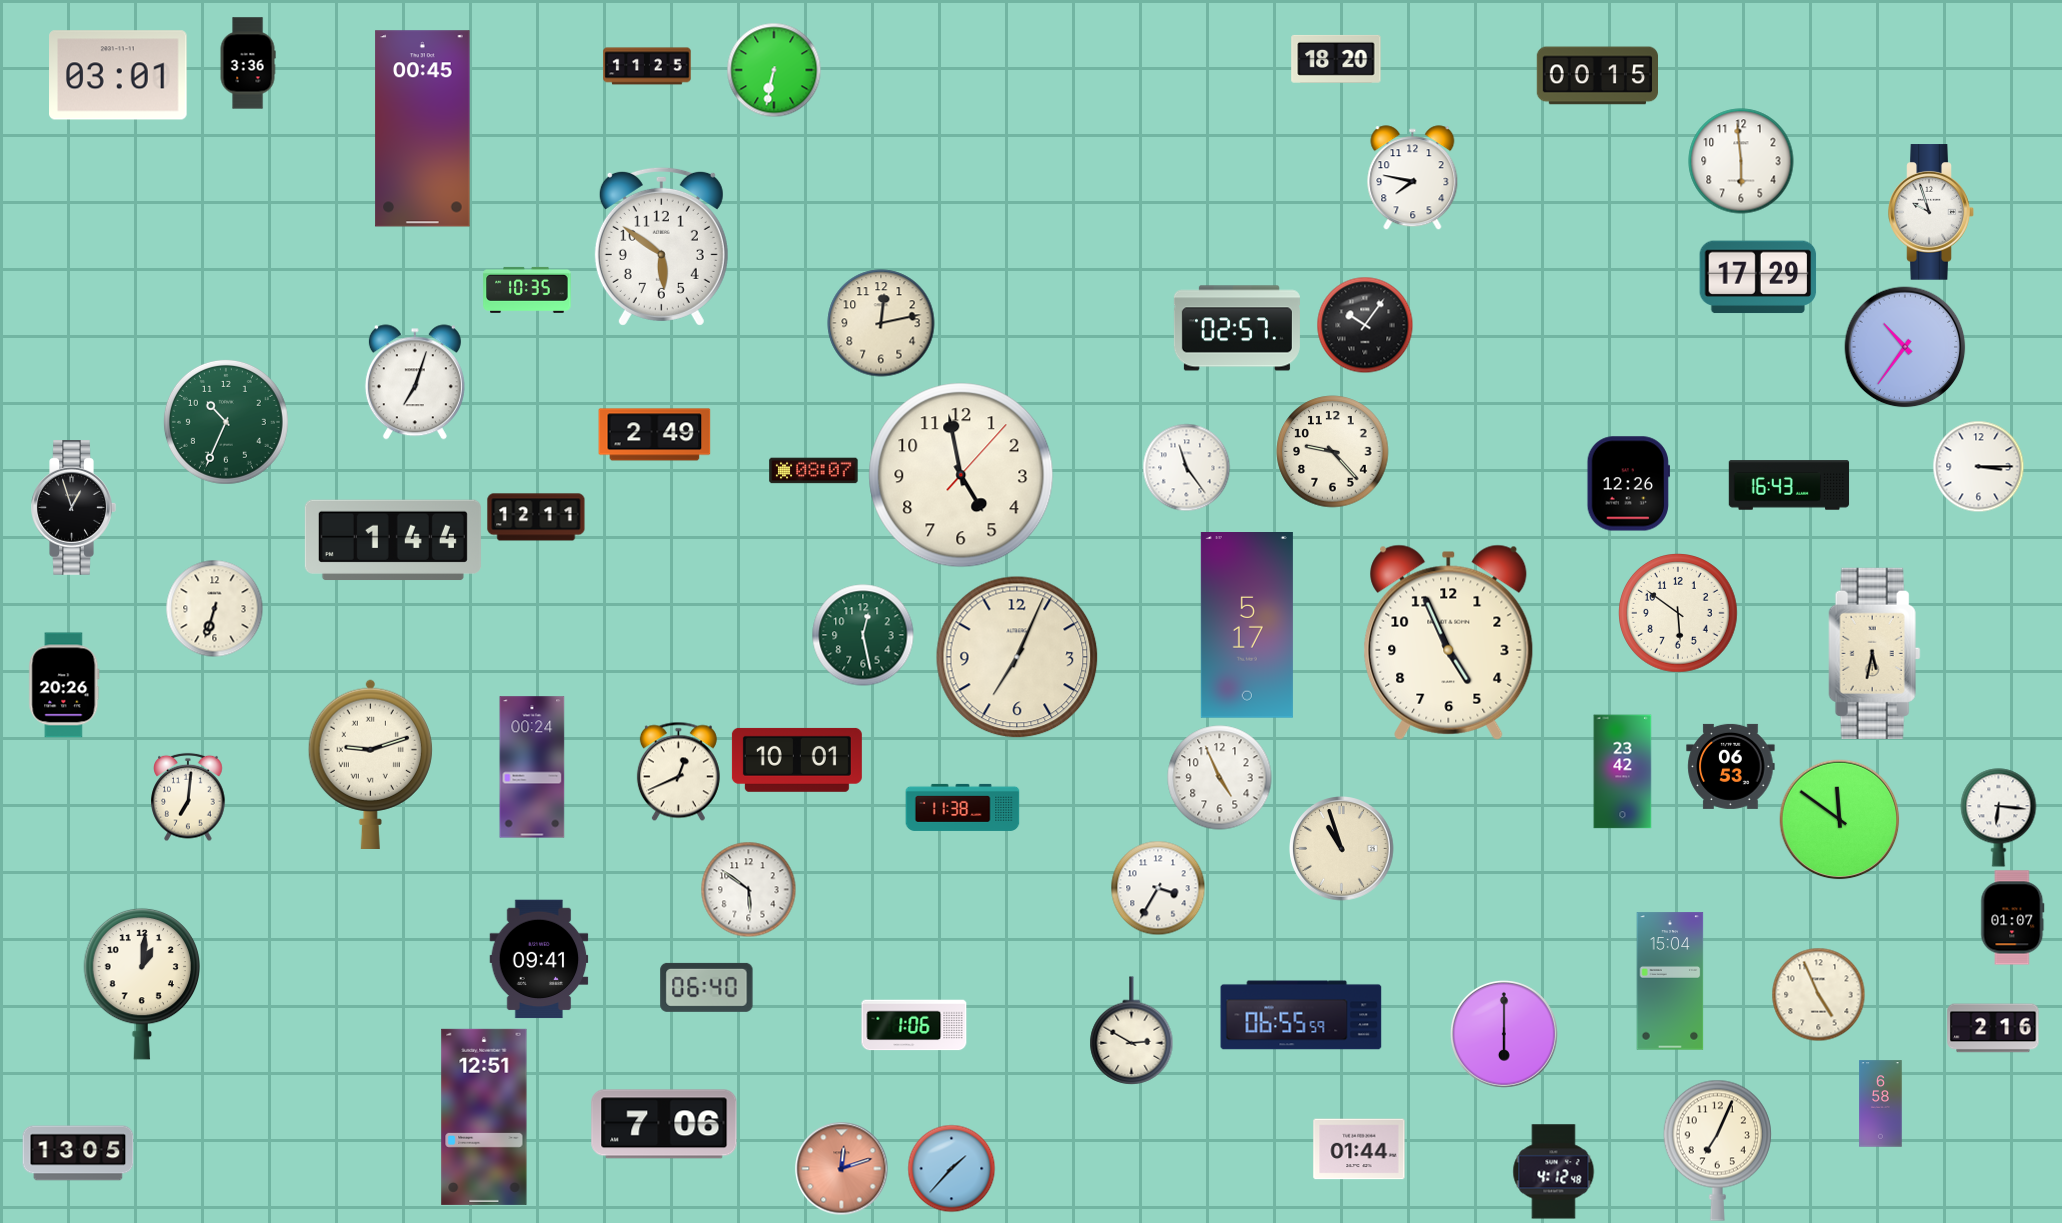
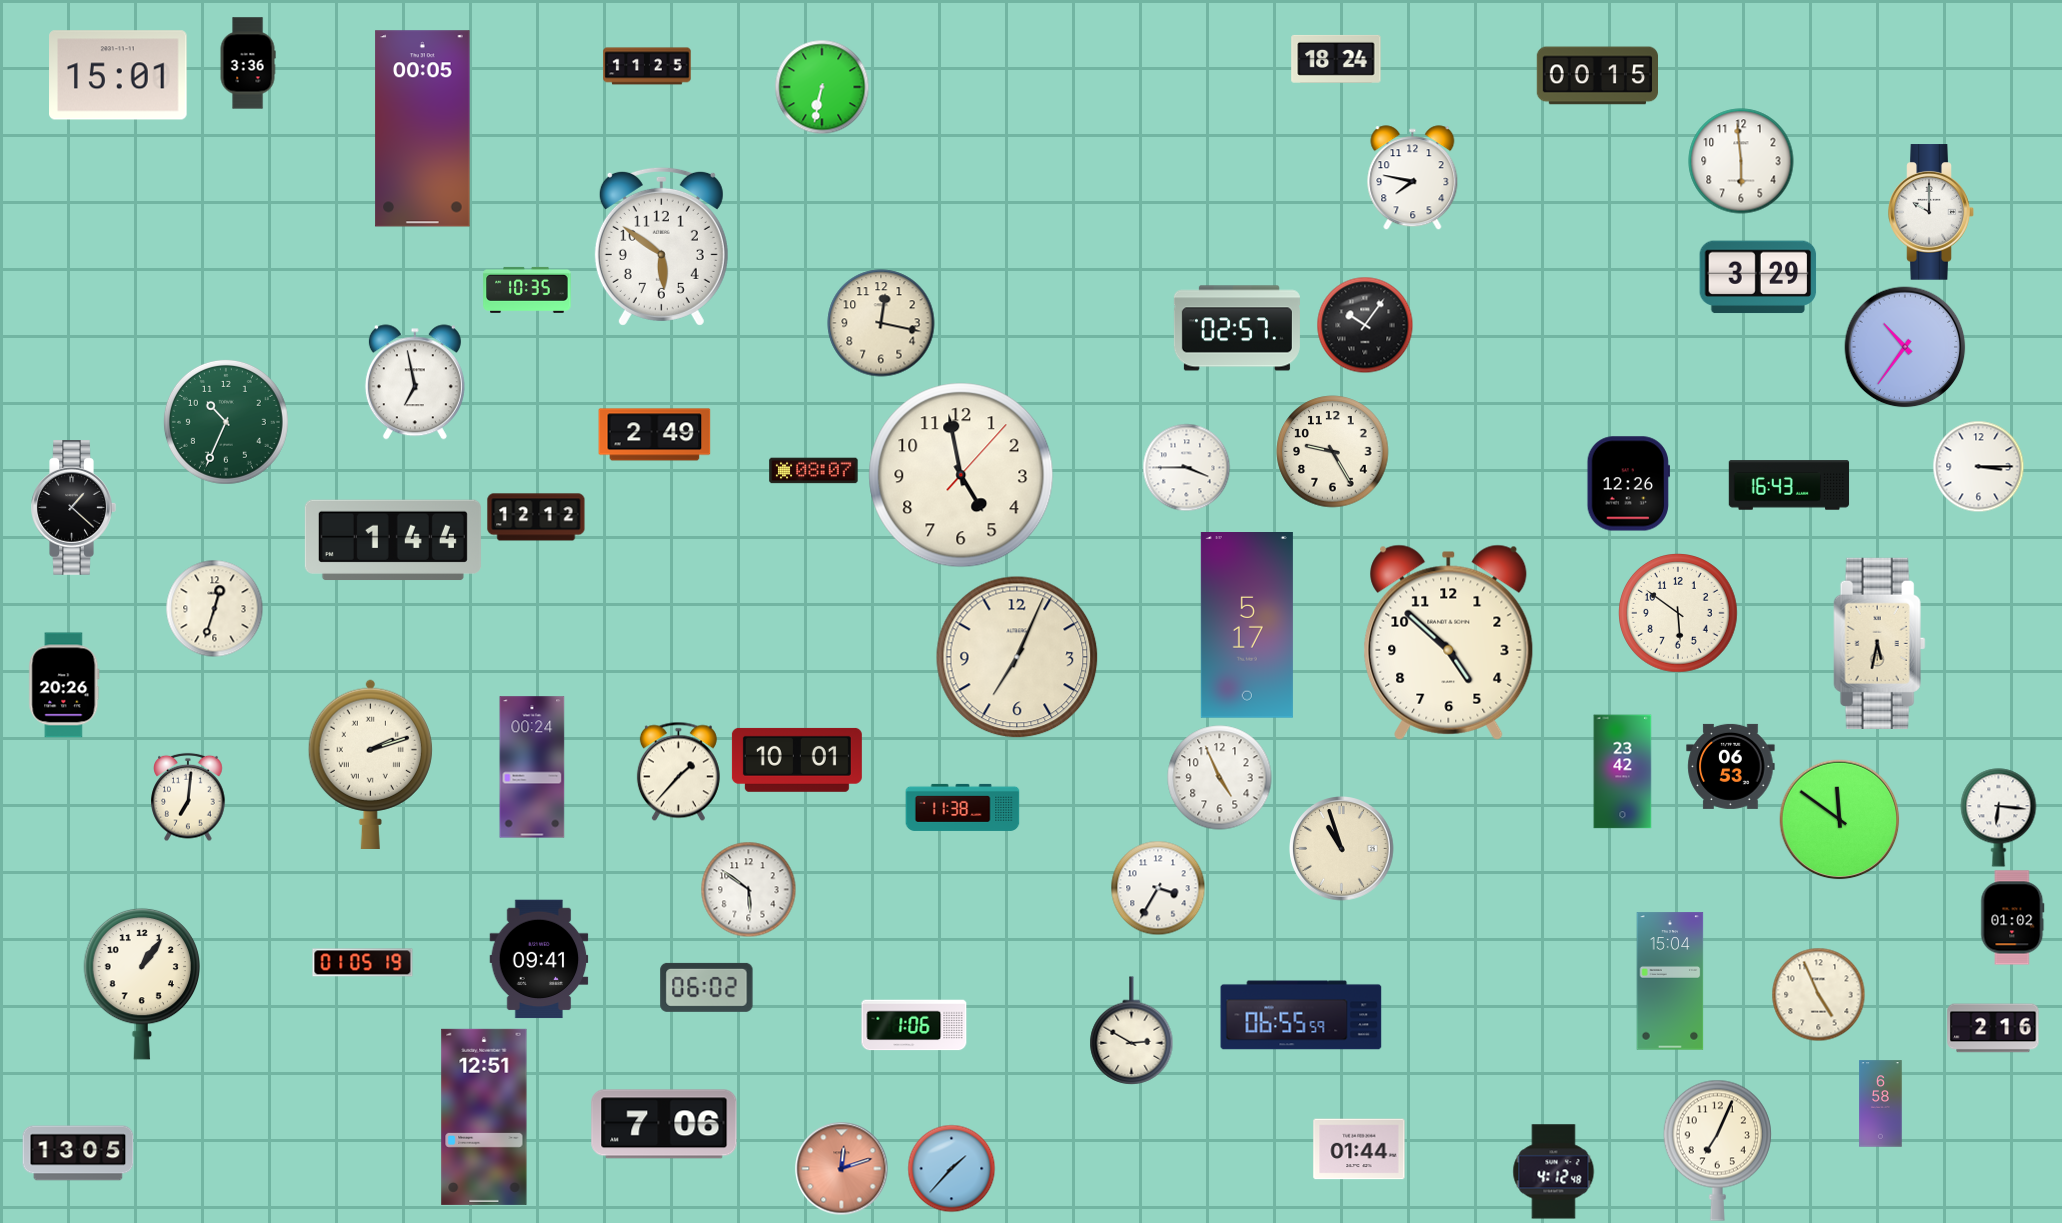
clock at (1336, 59): 18:20 -> 18:24
clock at (774, 70) position: (774, 70) -> (822, 87)
clock at (118, 75): 03:01 -> 15:01
clock at (423, 129): 00:45 -> 00:05
clock at (1931, 212): 9:57 -> 10:00
clock at (1758, 277): 17:29 -> 3:29
clock at (881, 323): 12:13 -> 12:17
clock at (415, 382): 7:03 -> 6:58
clock at (1333, 452): 9:23 -> 9:25
clock at (1186, 467): 11:24 -> 3:45
clock at (73, 508): 12:57 -> 1:22
clock at (536, 517): 12:11 -> 12:12
clock at (214, 608): 6:33 -> 12:33
clock at (863, 635): 12:28 -> none
clock at (1449, 642): 4:56 -> 4:52
clock at (1875, 653) position: (1875, 653) -> (1880, 643)
clock at (370, 764): 9:12 -> 2:12
clock at (678, 771): 12:41 -> 1:37
clock at (2013, 918): 01:07 -> 01:02
clock at (363, 963): none -> 01:05
clock at (141, 984): 1:01 -> 1:06
clock at (707, 987): 06:40 -> 06:02
clock at (1504, 1034): 6:00 -> none
